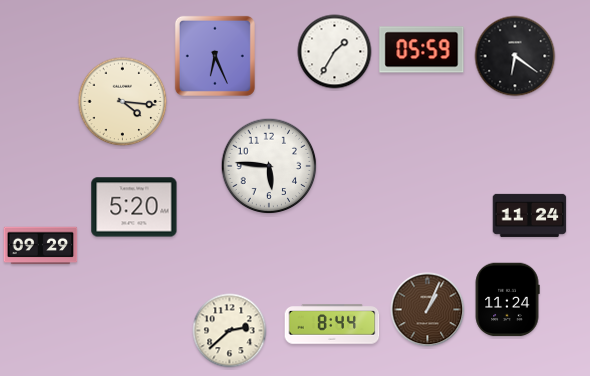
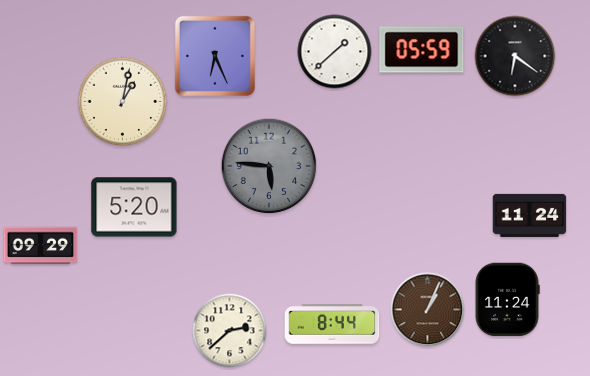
clock at (335, 52): 1:35 -> 1:38
clock at (123, 102): 4:16 -> 1:02
clock at (269, 166) dial: white -> grey
